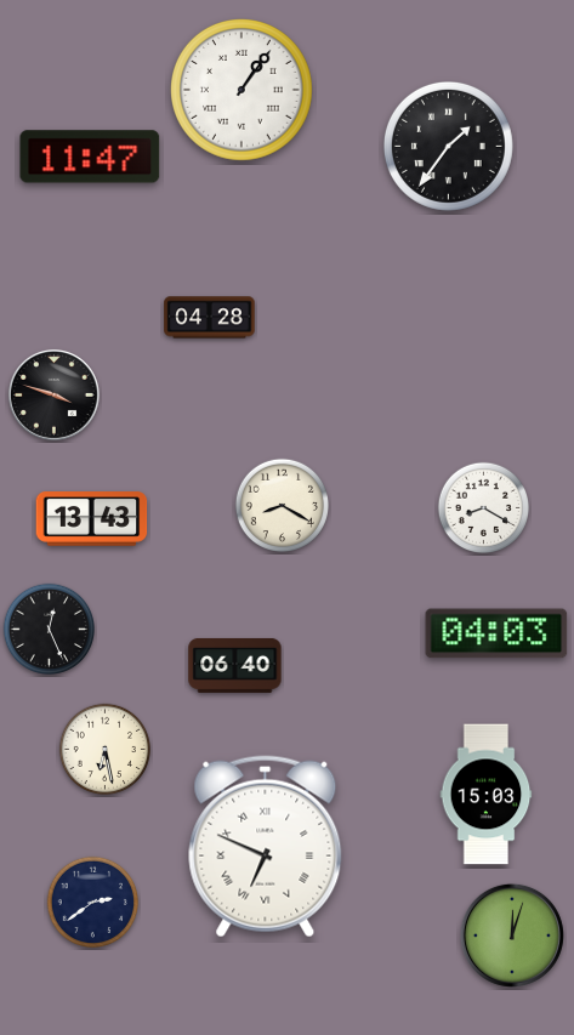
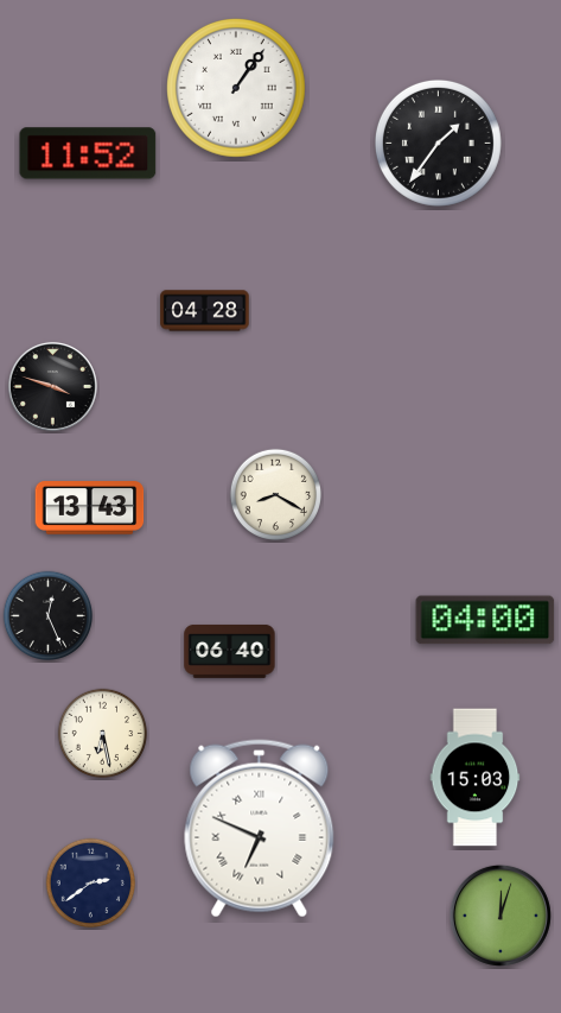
clock at (90, 157): 11:47 -> 11:52
clock at (484, 508): 8:20 -> none
clock at (496, 633): 04:03 -> 04:00
